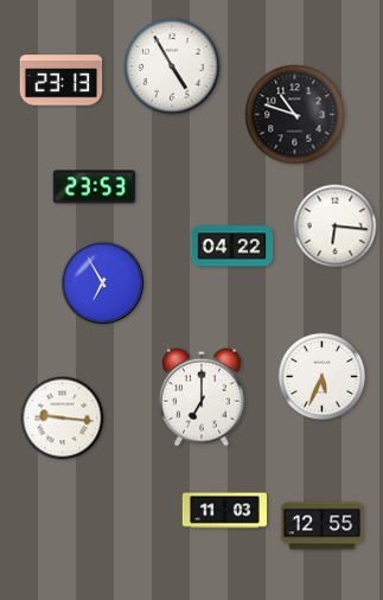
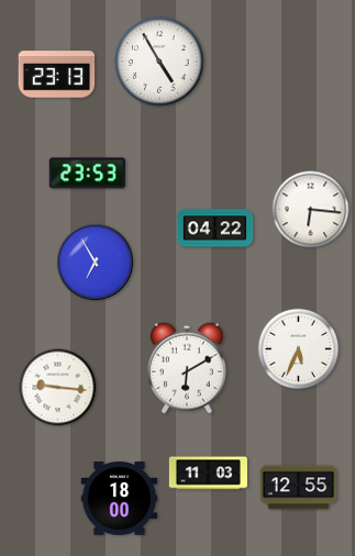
clock at (295, 115): 10:48 -> none
clock at (202, 397): 7:00 -> 6:10
clock at (120, 499): none -> 18:00
